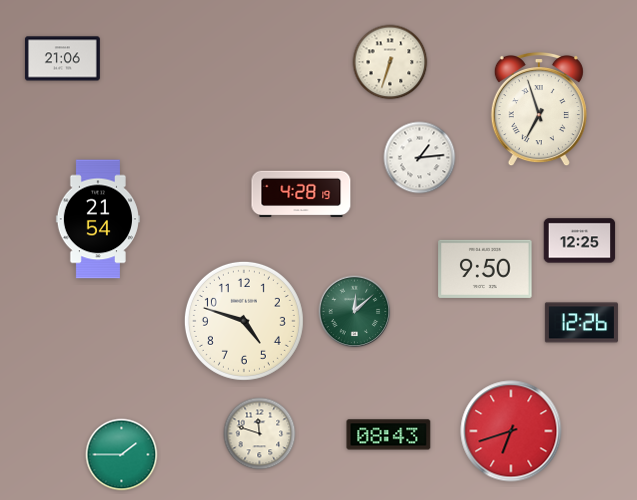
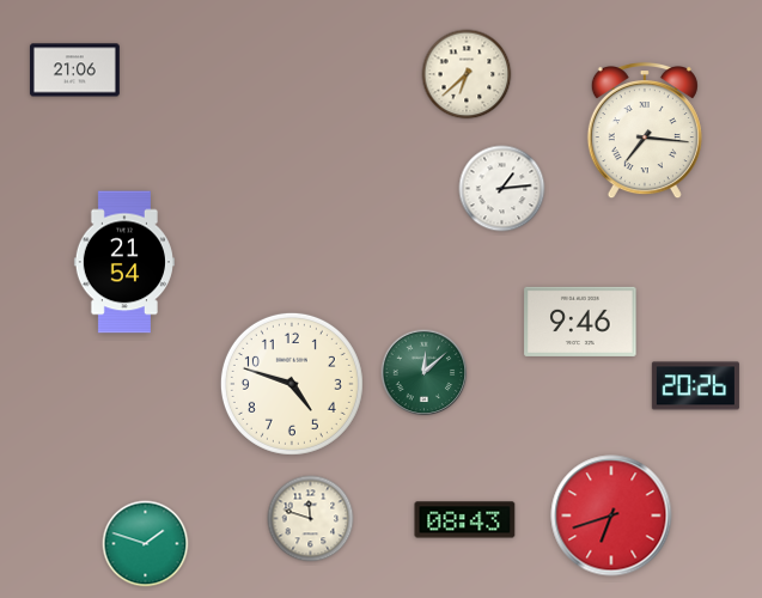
clock at (390, 62): 6:33 -> 6:38
clock at (539, 109): 6:57 -> 7:16
clock at (301, 194): 4:28 -> none
clock at (98, 219) position: (98, 219) -> (124, 262)
clock at (580, 241): 12:25 -> none
clock at (485, 269): 9:50 -> 9:46
clock at (581, 323): 12:26 -> 20:26
clock at (122, 455): 1:45 -> 1:48
